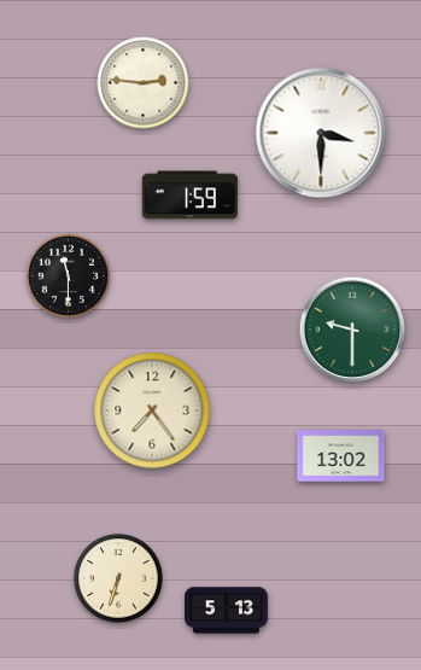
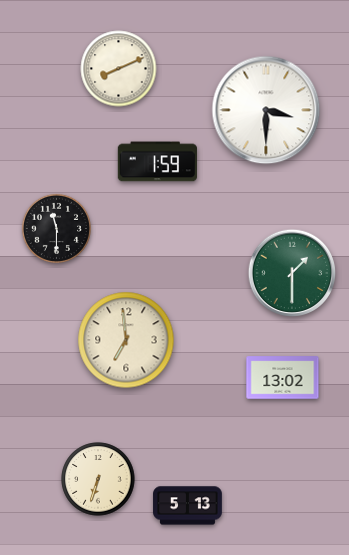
clock at (144, 83): 2:46 -> 8:11
clock at (352, 330): 9:30 -> 1:30
clock at (152, 410): 7:24 -> 6:59
